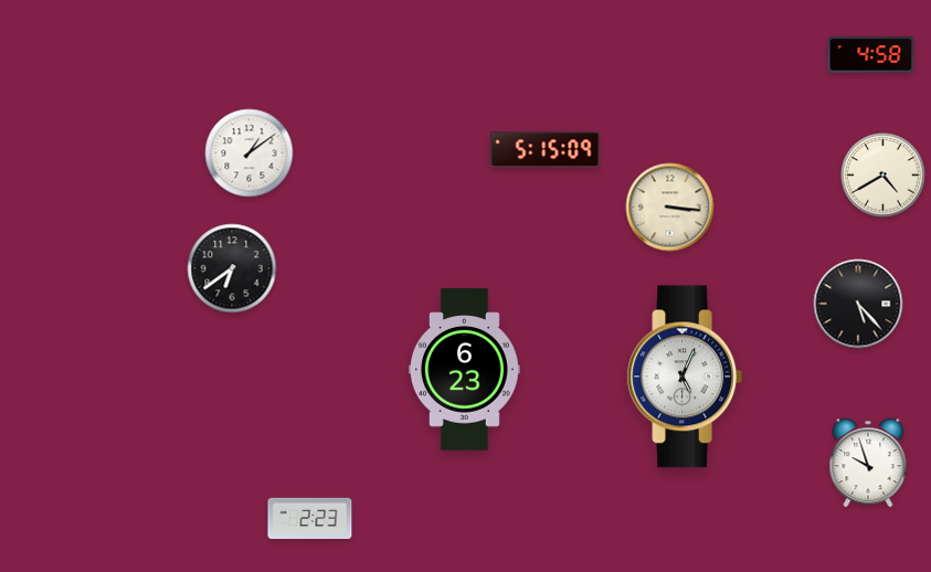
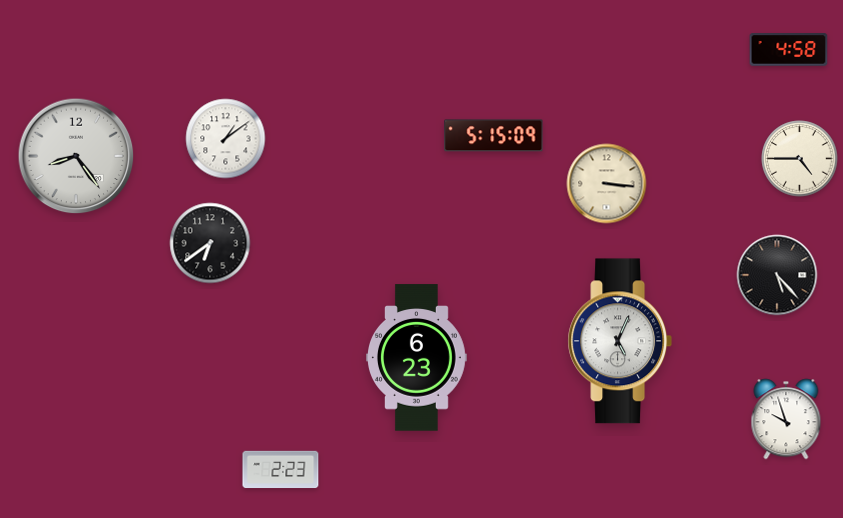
clock at (76, 156): none -> 8:24
clock at (884, 176): 4:40 -> 4:45
clock at (670, 208) position: (670, 208) -> (607, 184)
clock at (465, 370) position: (465, 370) -> (417, 358)
